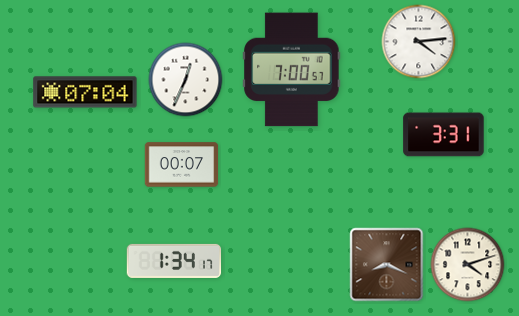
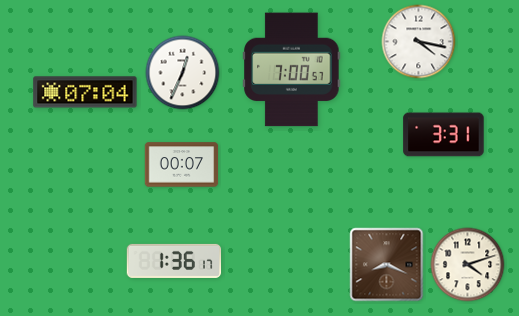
clock at (419, 42): 4:14 -> 4:17
clock at (186, 80) position: (186, 80) -> (183, 73)
clock at (174, 261): 1:34 -> 1:36
